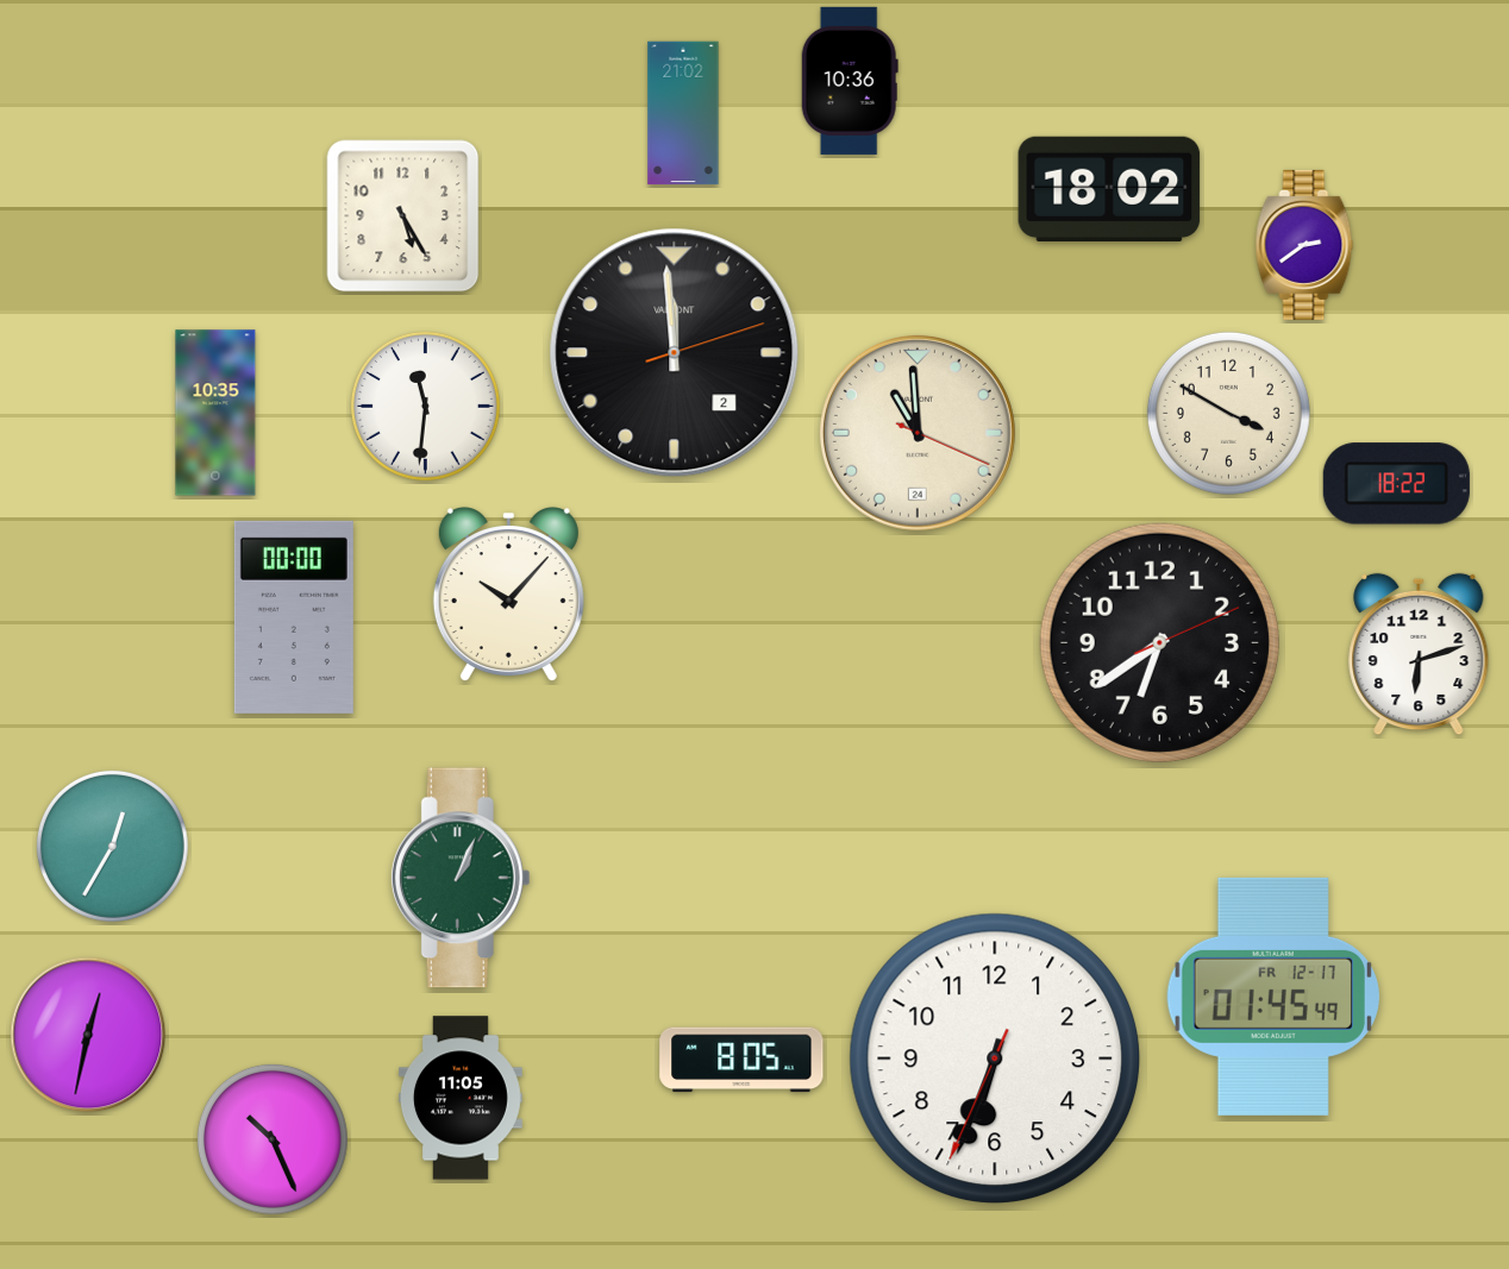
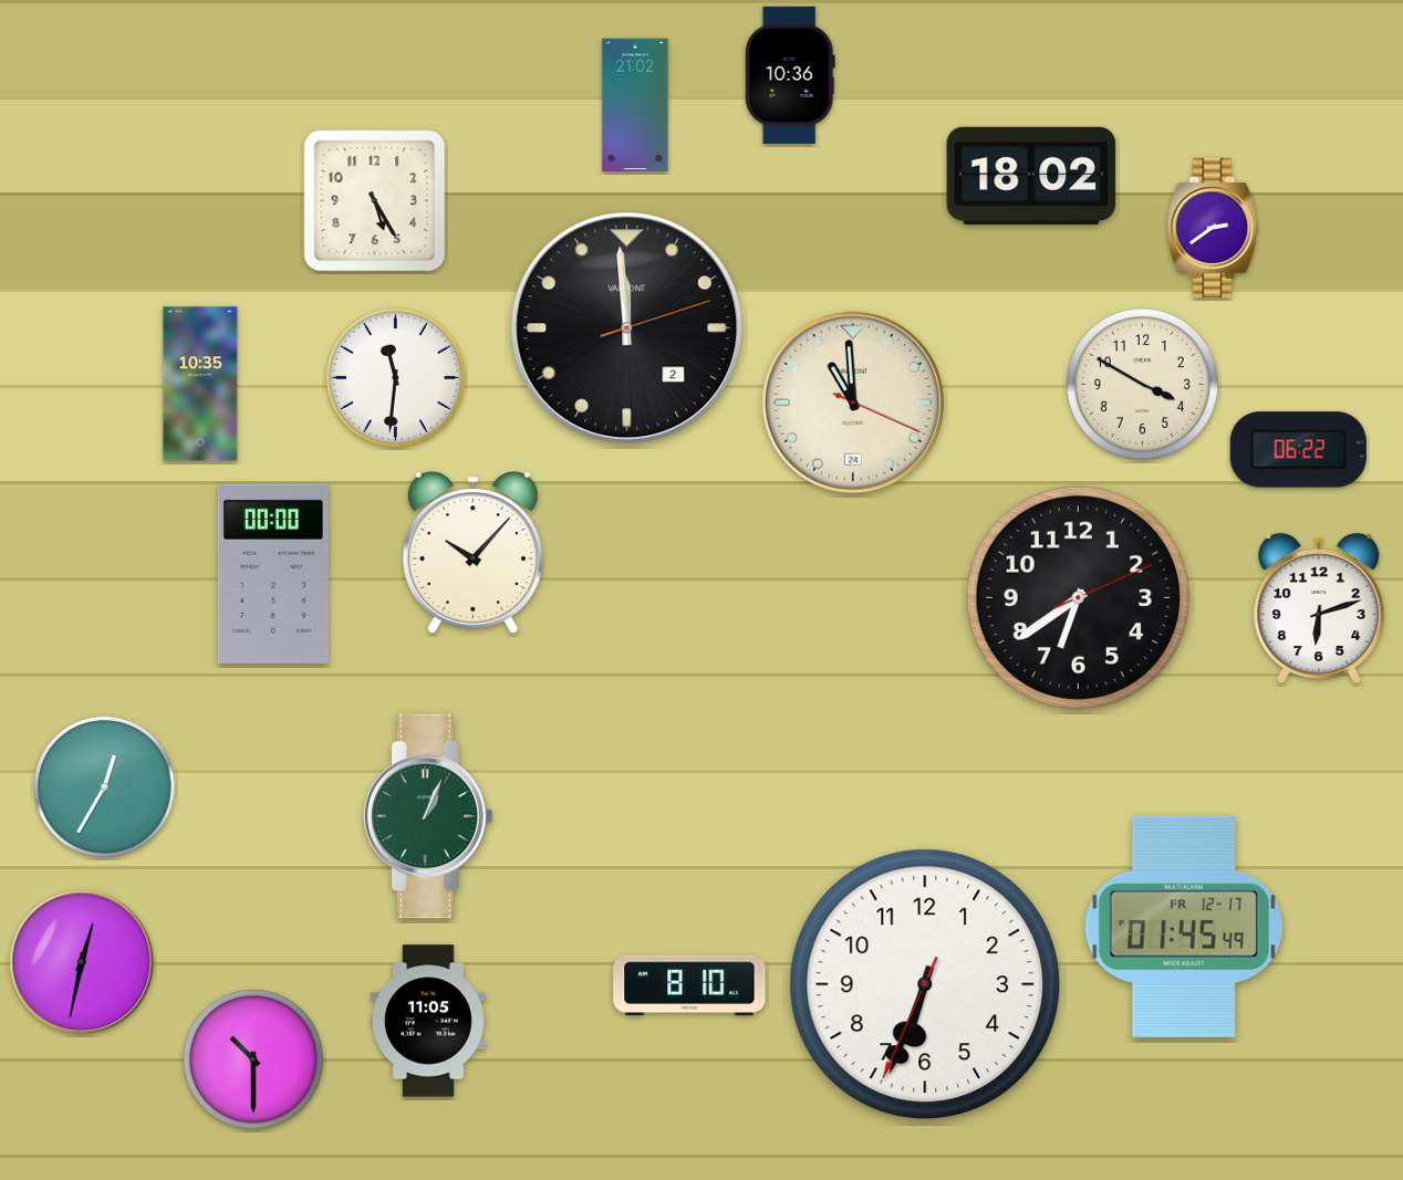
clock at (1396, 484): 18:22 -> 06:22
clock at (741, 1060): 8:05 -> 8:10
clock at (273, 1139): 10:26 -> 10:30
